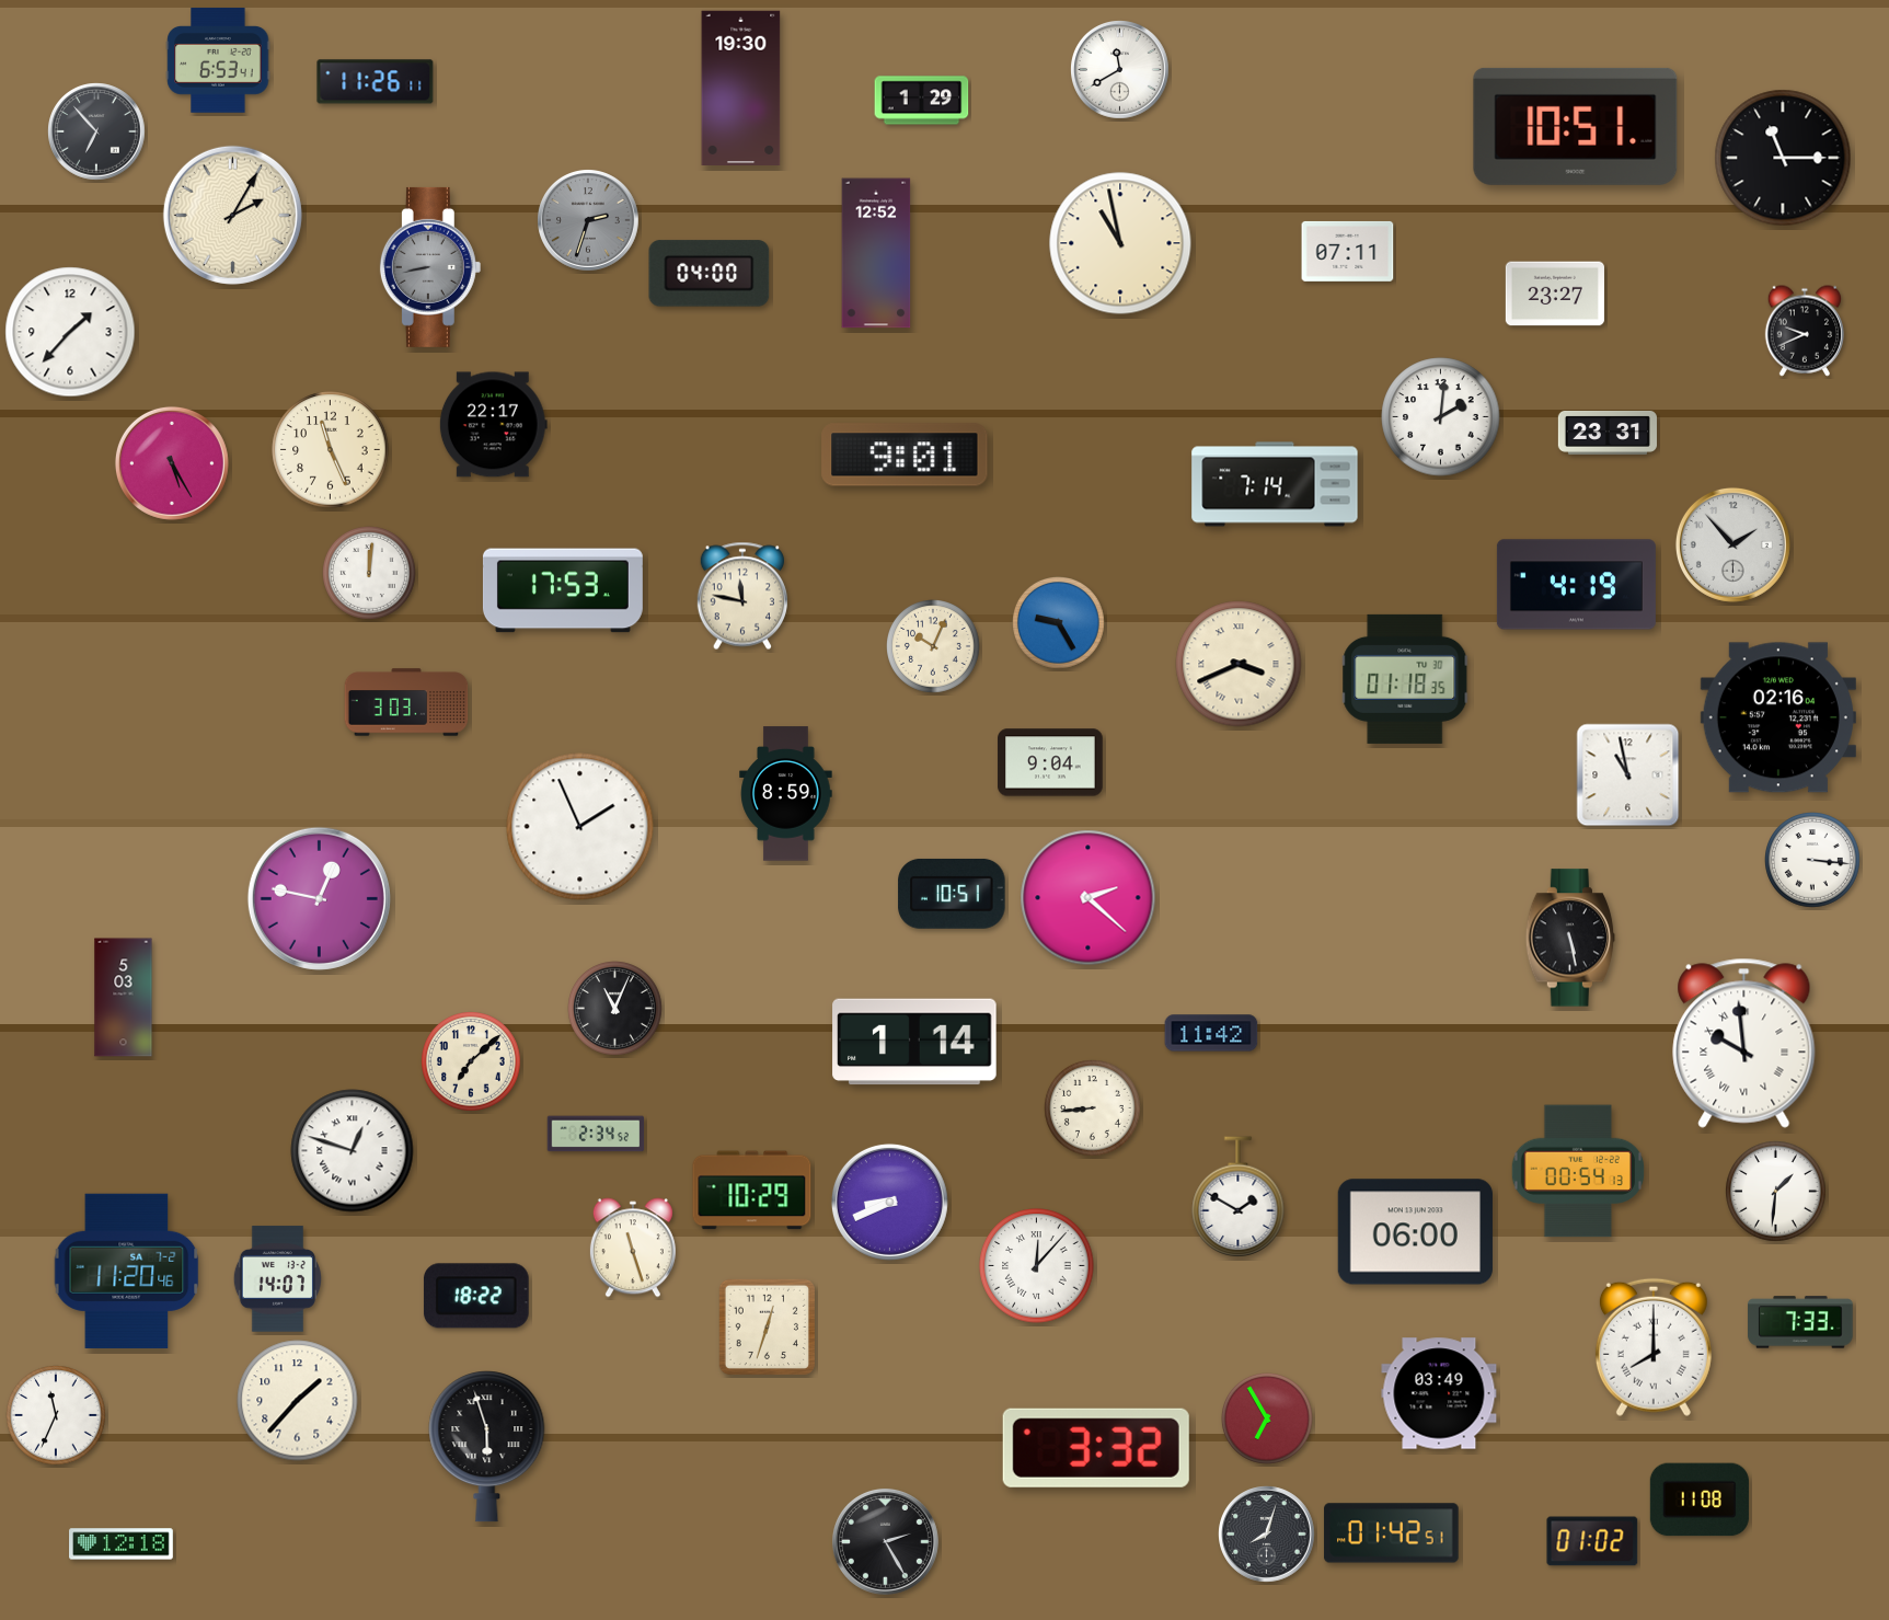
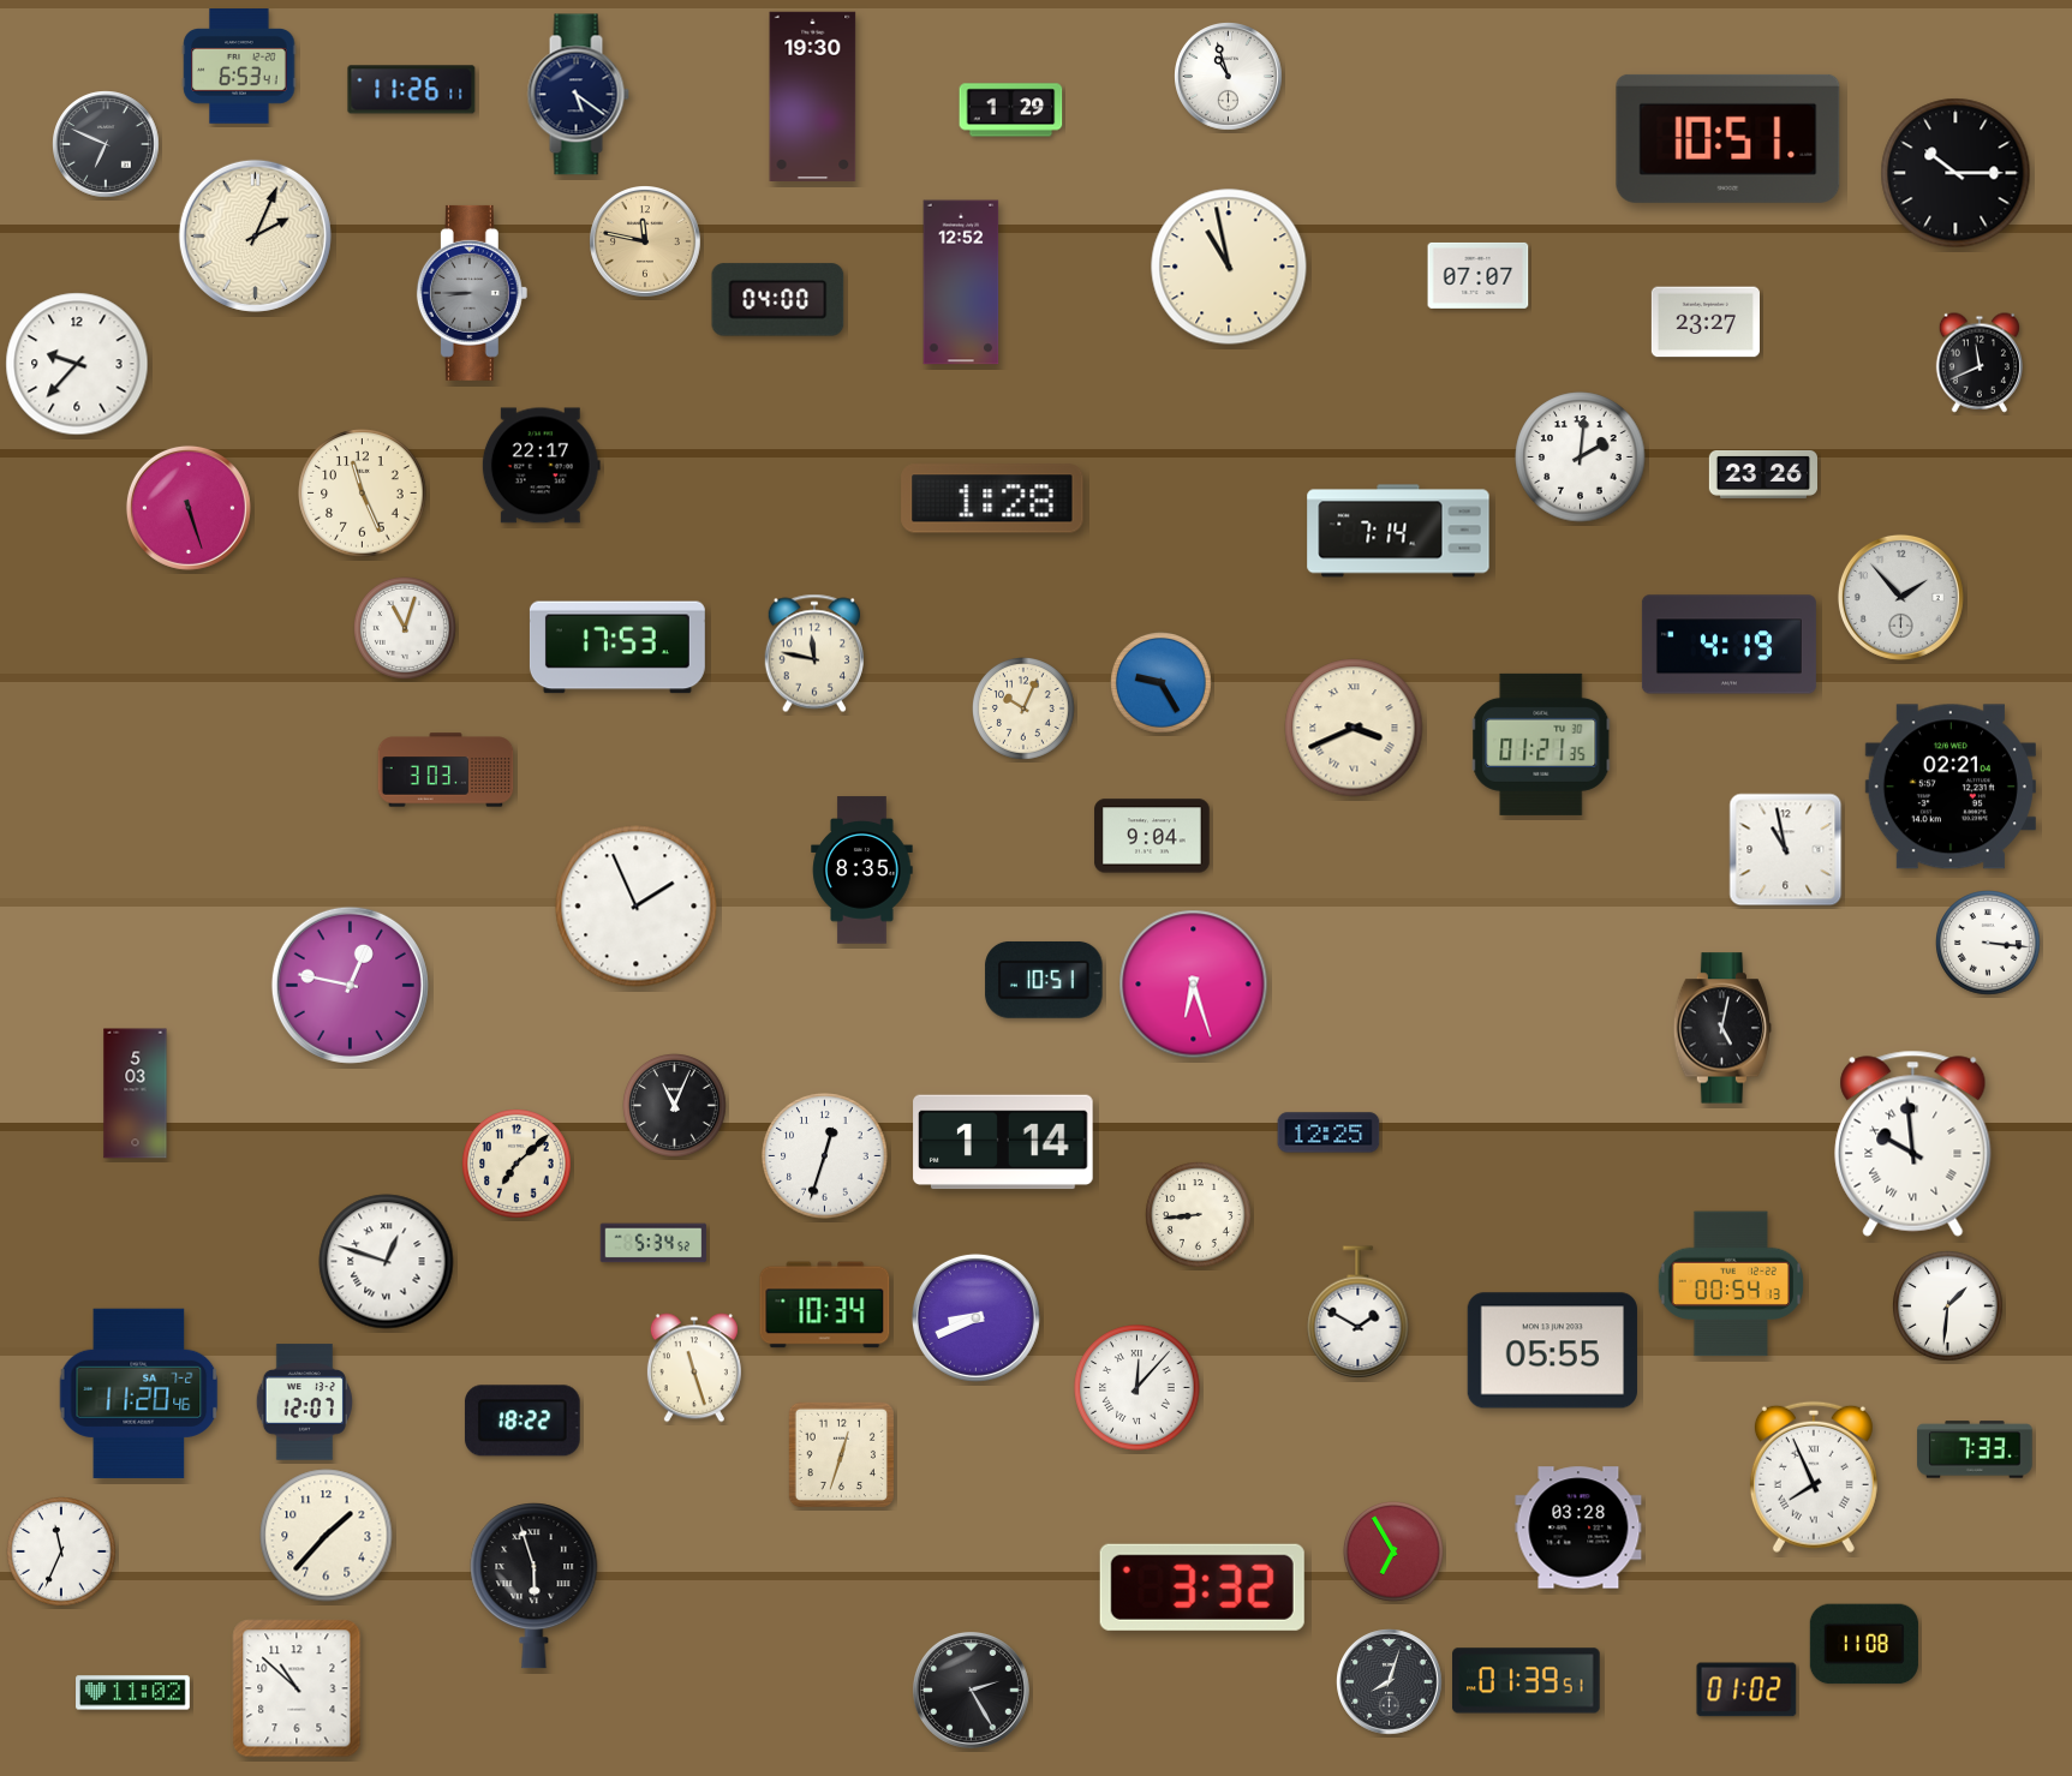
clock at (1120, 70): 11:40 -> 10:57
clock at (578, 95): none -> 5:21
clock at (96, 131): 6:53 -> 6:49
clock at (1783, 158): 11:15 -> 10:15
clock at (232, 215): 2:05 -> 2:04
clock at (589, 221): 2:33 -> 11:47
clock at (589, 221) dial: grey -> champagne
clock at (1348, 251): 07:11 -> 07:07
clock at (876, 253) position: (876, 253) -> (961, 282)
clock at (430, 267): 8:43 -> 8:45
clock at (1804, 331): 9:41 -> 11:41
clock at (70, 332): 1:37 -> 9:37
clock at (1606, 433): 23:31 -> 23:26
clock at (905, 455): 9:01 -> 1:28
clock at (172, 463): 5:25 -> 5:27
clock at (370, 574): 12:01 -> 11:03
clock at (1576, 585) position: (1576, 585) -> (1728, 645)
clock at (1239, 664) position: (1239, 664) -> (1354, 728)
clock at (1405, 679): 01:18 -> 01:21
clock at (1778, 717): 02:16 -> 02:21
clock at (786, 794): 8:59 -> 8:35
clock at (1089, 898): 2:22 -> 6:27
clock at (1570, 938): 5:28 -> 5:02
clock at (1211, 1033): 11:42 -> 12:25
clock at (825, 1156): none -> 12:33
clock at (596, 1134): 2:34 -> 5:34
clock at (752, 1191): 10:29 -> 10:34
clock at (1415, 1232): 06:00 -> 05:55
clock at (277, 1279): 14:07 -> 12:07
clock at (1654, 1347): 8:00 -> 7:56
clock at (1439, 1393): 03:49 -> 03:28
clock at (1268, 1420) position: (1268, 1420) -> (1395, 1553)
clock at (1392, 1533): 01:42 -> 01:39
clock at (297, 1688): none -> 10:52
clock at (122, 1544): 12:18 -> 11:02
